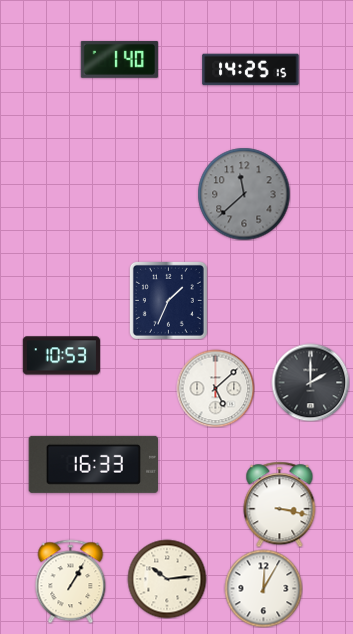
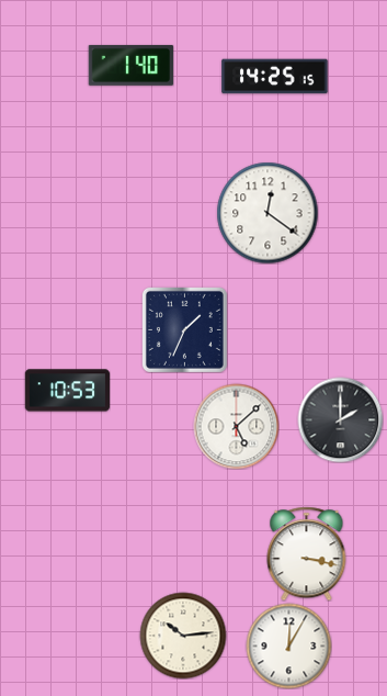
clock at (244, 194): 11:38 -> 12:21
clock at (244, 194) dial: grey -> white
clock at (94, 464): 16:33 -> none
clock at (71, 581): 1:05 -> none
